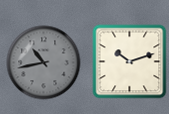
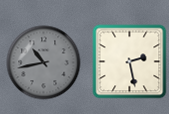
clock at (130, 62): 10:12 -> 2:28
